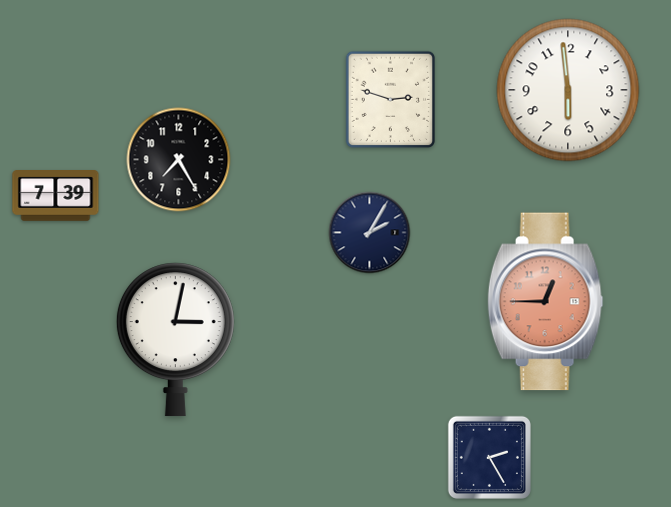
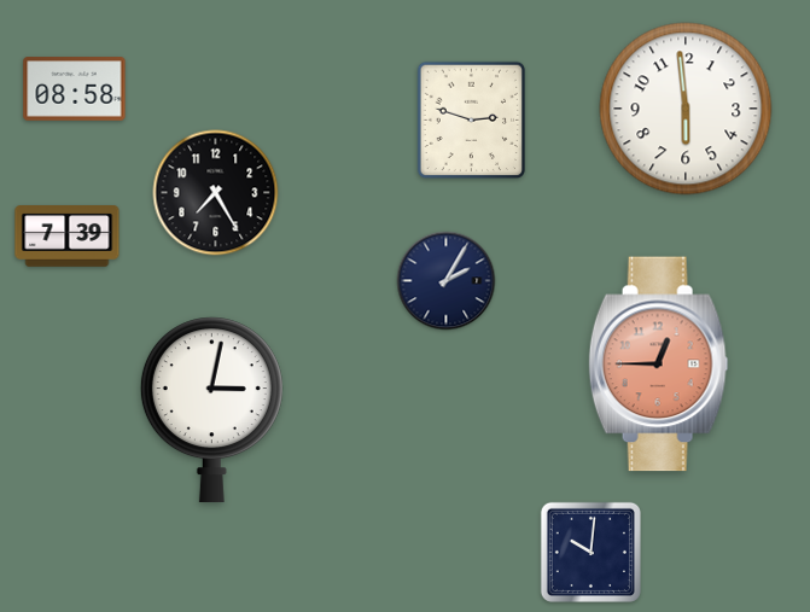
clock at (75, 89): none -> 08:58
clock at (489, 457): 2:25 -> 10:01
